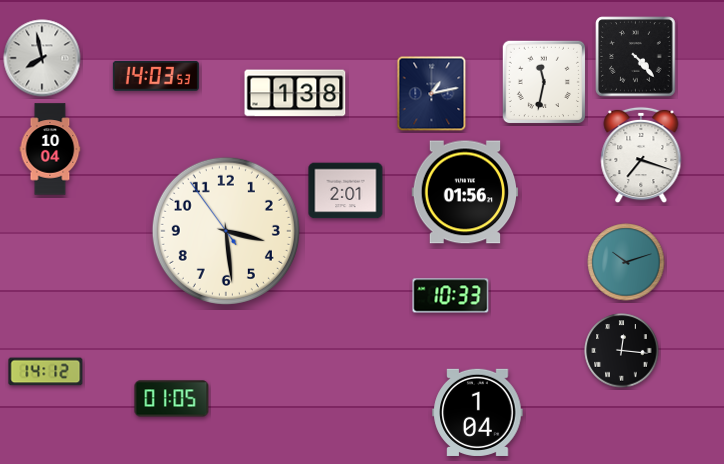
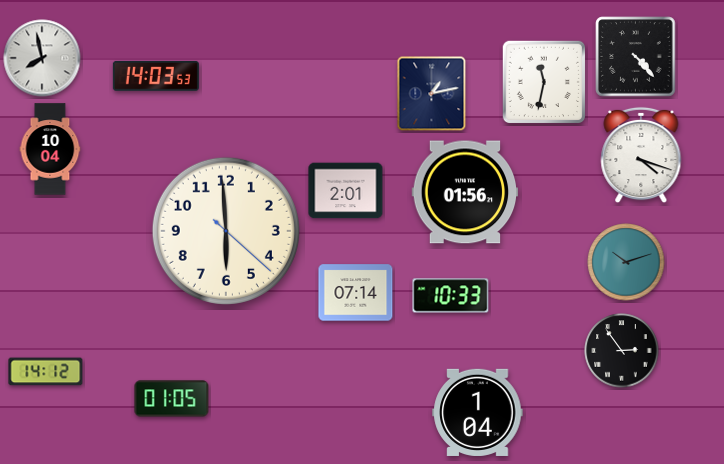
clock at (295, 93): 1:38 -> none
clock at (641, 155): 7:18 -> 4:18
clock at (226, 231): 3:28 -> 5:59
clock at (356, 293): none -> 07:14
clock at (622, 351): 12:16 -> 2:54
